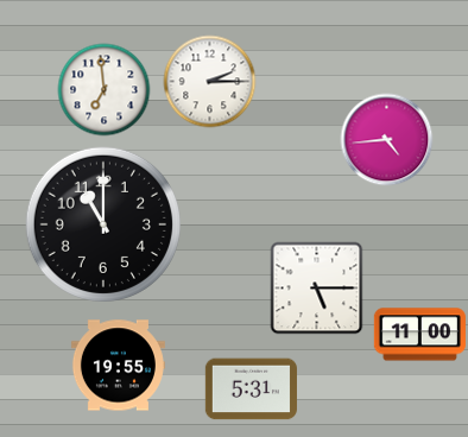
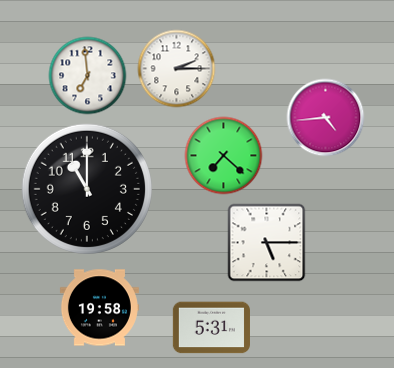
clock at (223, 155): none -> 7:22
clock at (419, 335): 11:00 -> none
clock at (118, 366): 19:55 -> 19:58
